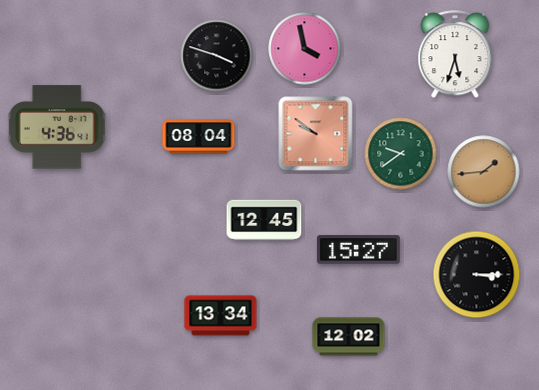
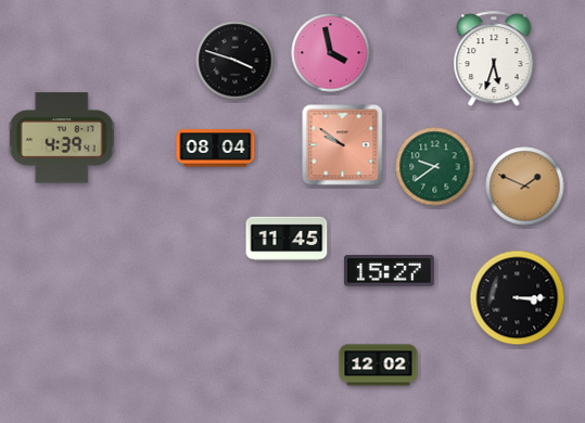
clock at (57, 127): 4:36 -> 4:39
clock at (484, 172): 1:44 -> 1:49
clock at (264, 220): 12:45 -> 11:45
clock at (221, 316): 13:34 -> none
